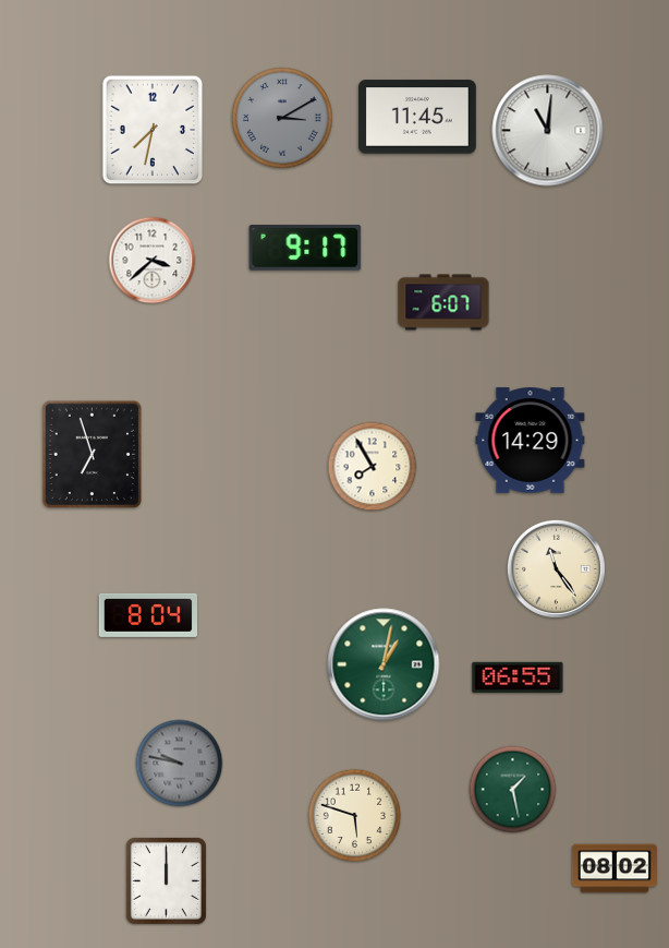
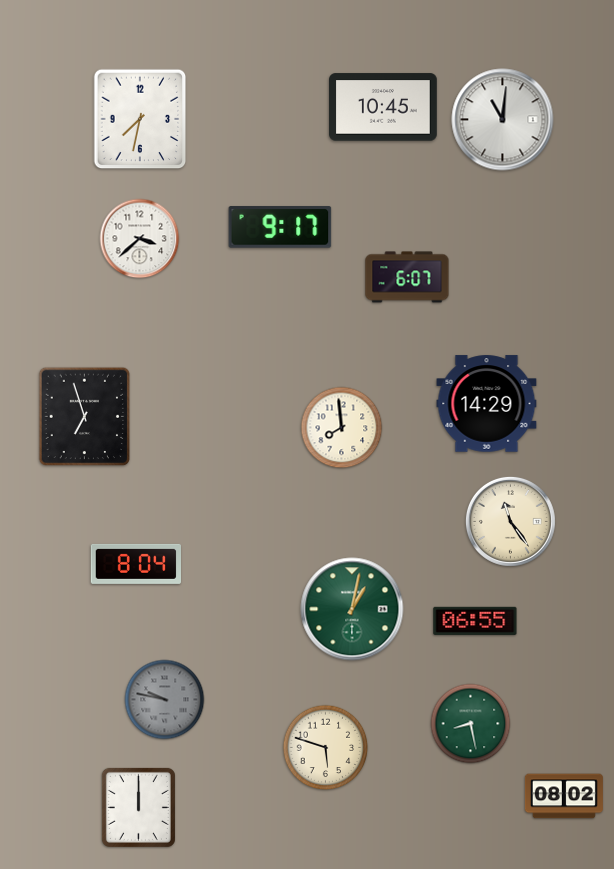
clock at (418, 117): 11:45 -> 10:45
clock at (282, 118): 3:10 -> none
clock at (373, 467): 7:55 -> 7:59
clock at (513, 790): 1:28 -> 8:28
clock at (166, 880) position: (166, 880) -> (138, 807)
